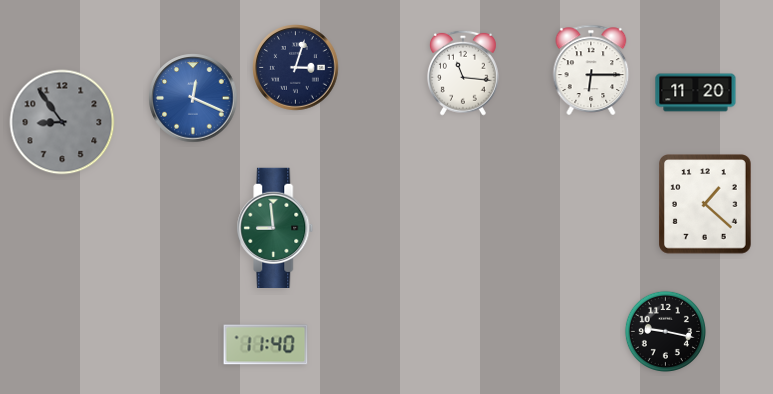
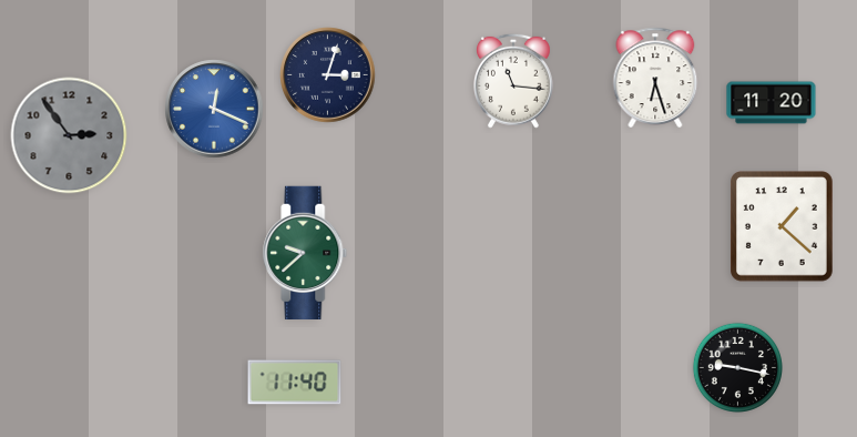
clock at (591, 70): 6:15 -> 6:27
clock at (62, 122): 8:54 -> 2:54
clock at (275, 227): 8:59 -> 9:38
